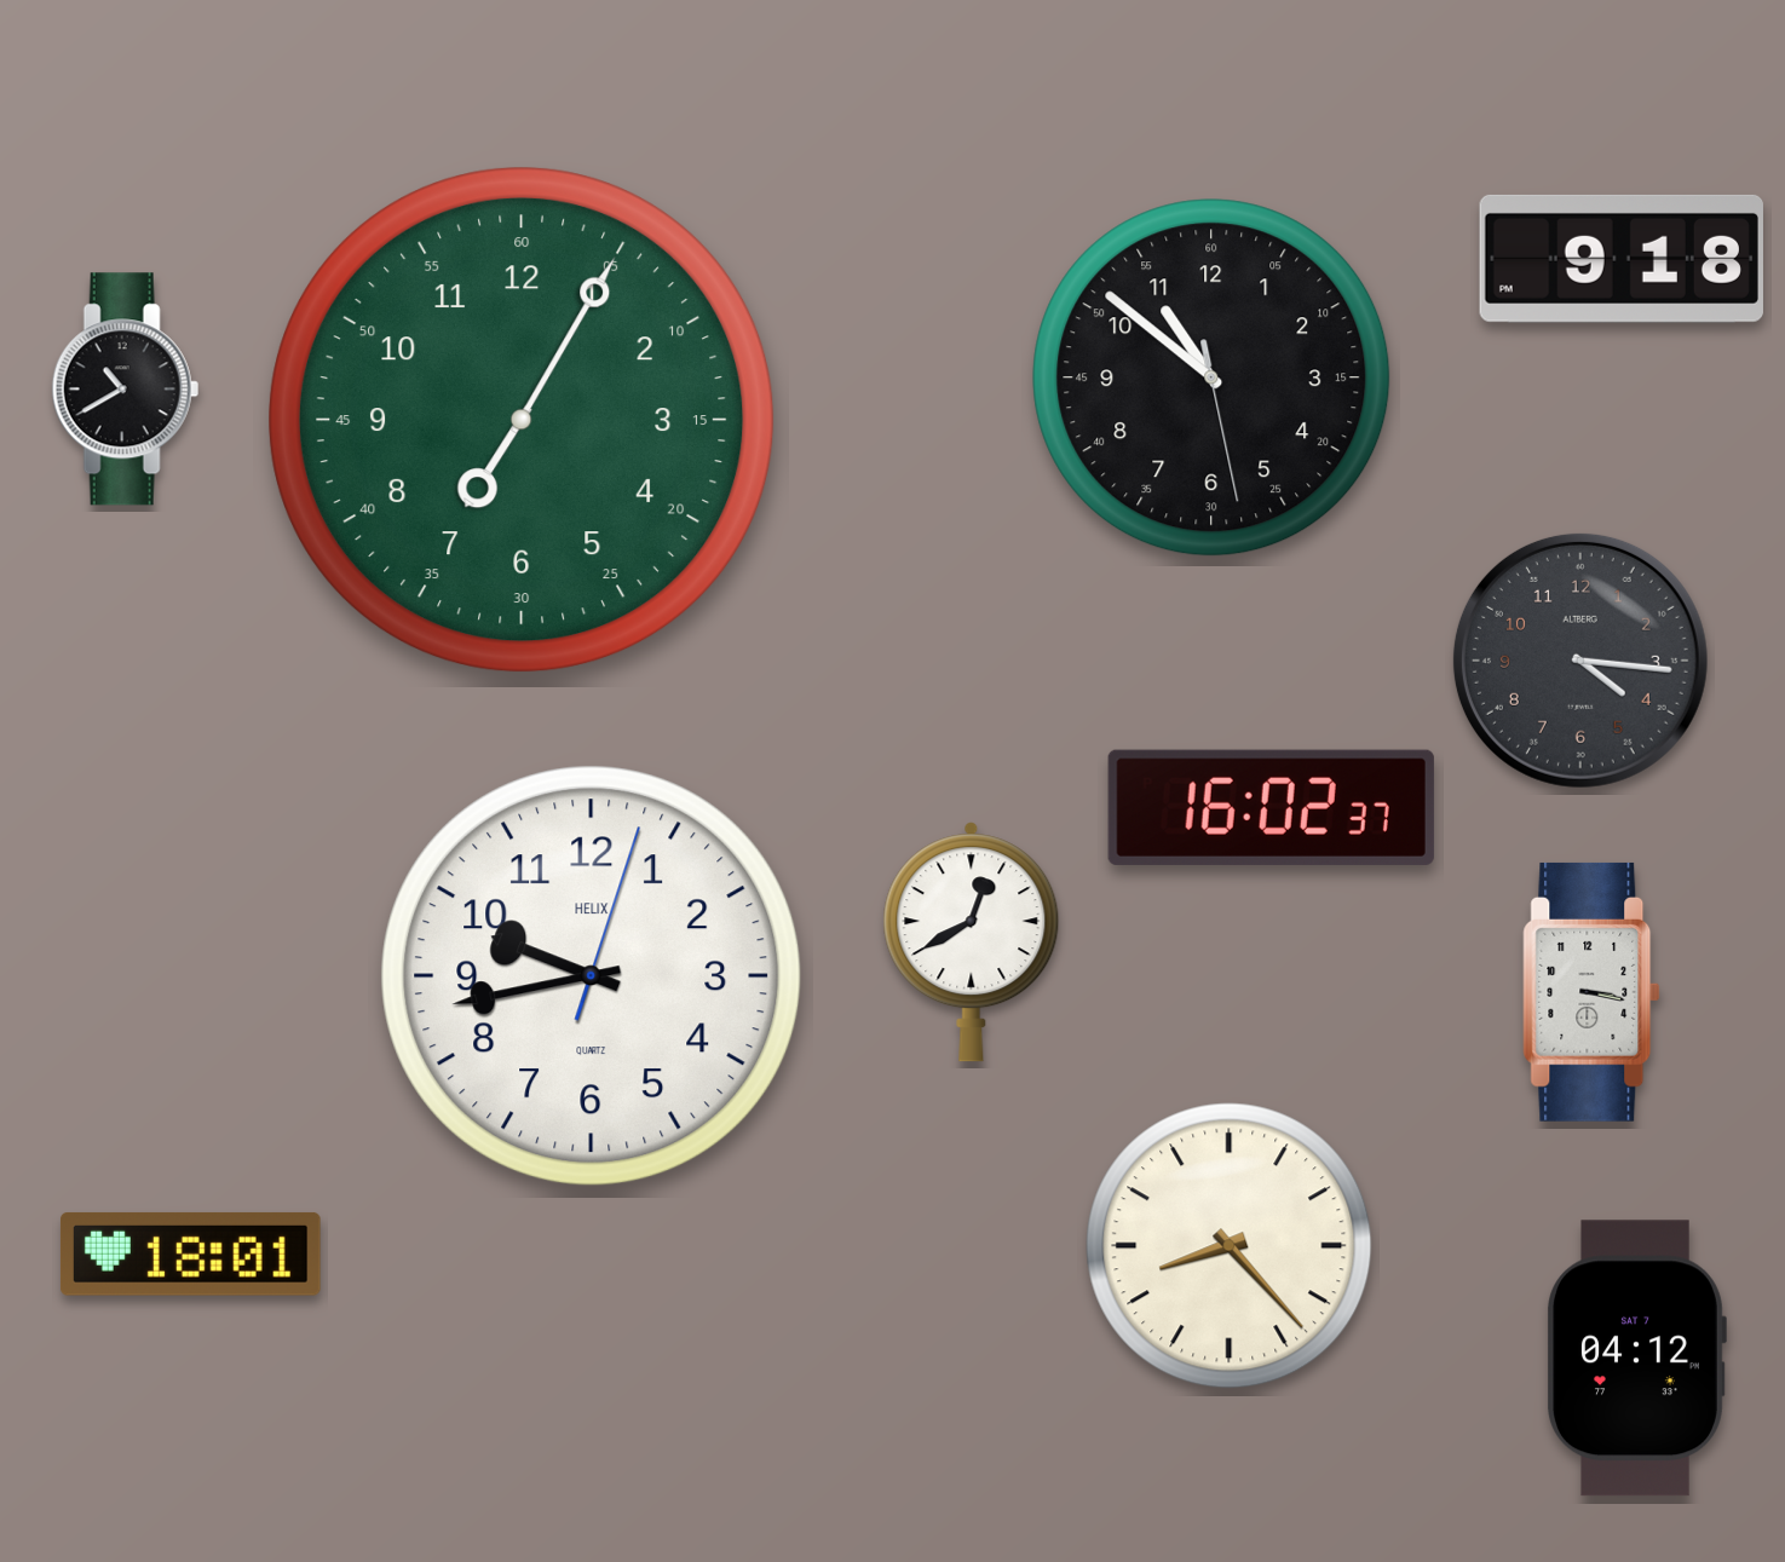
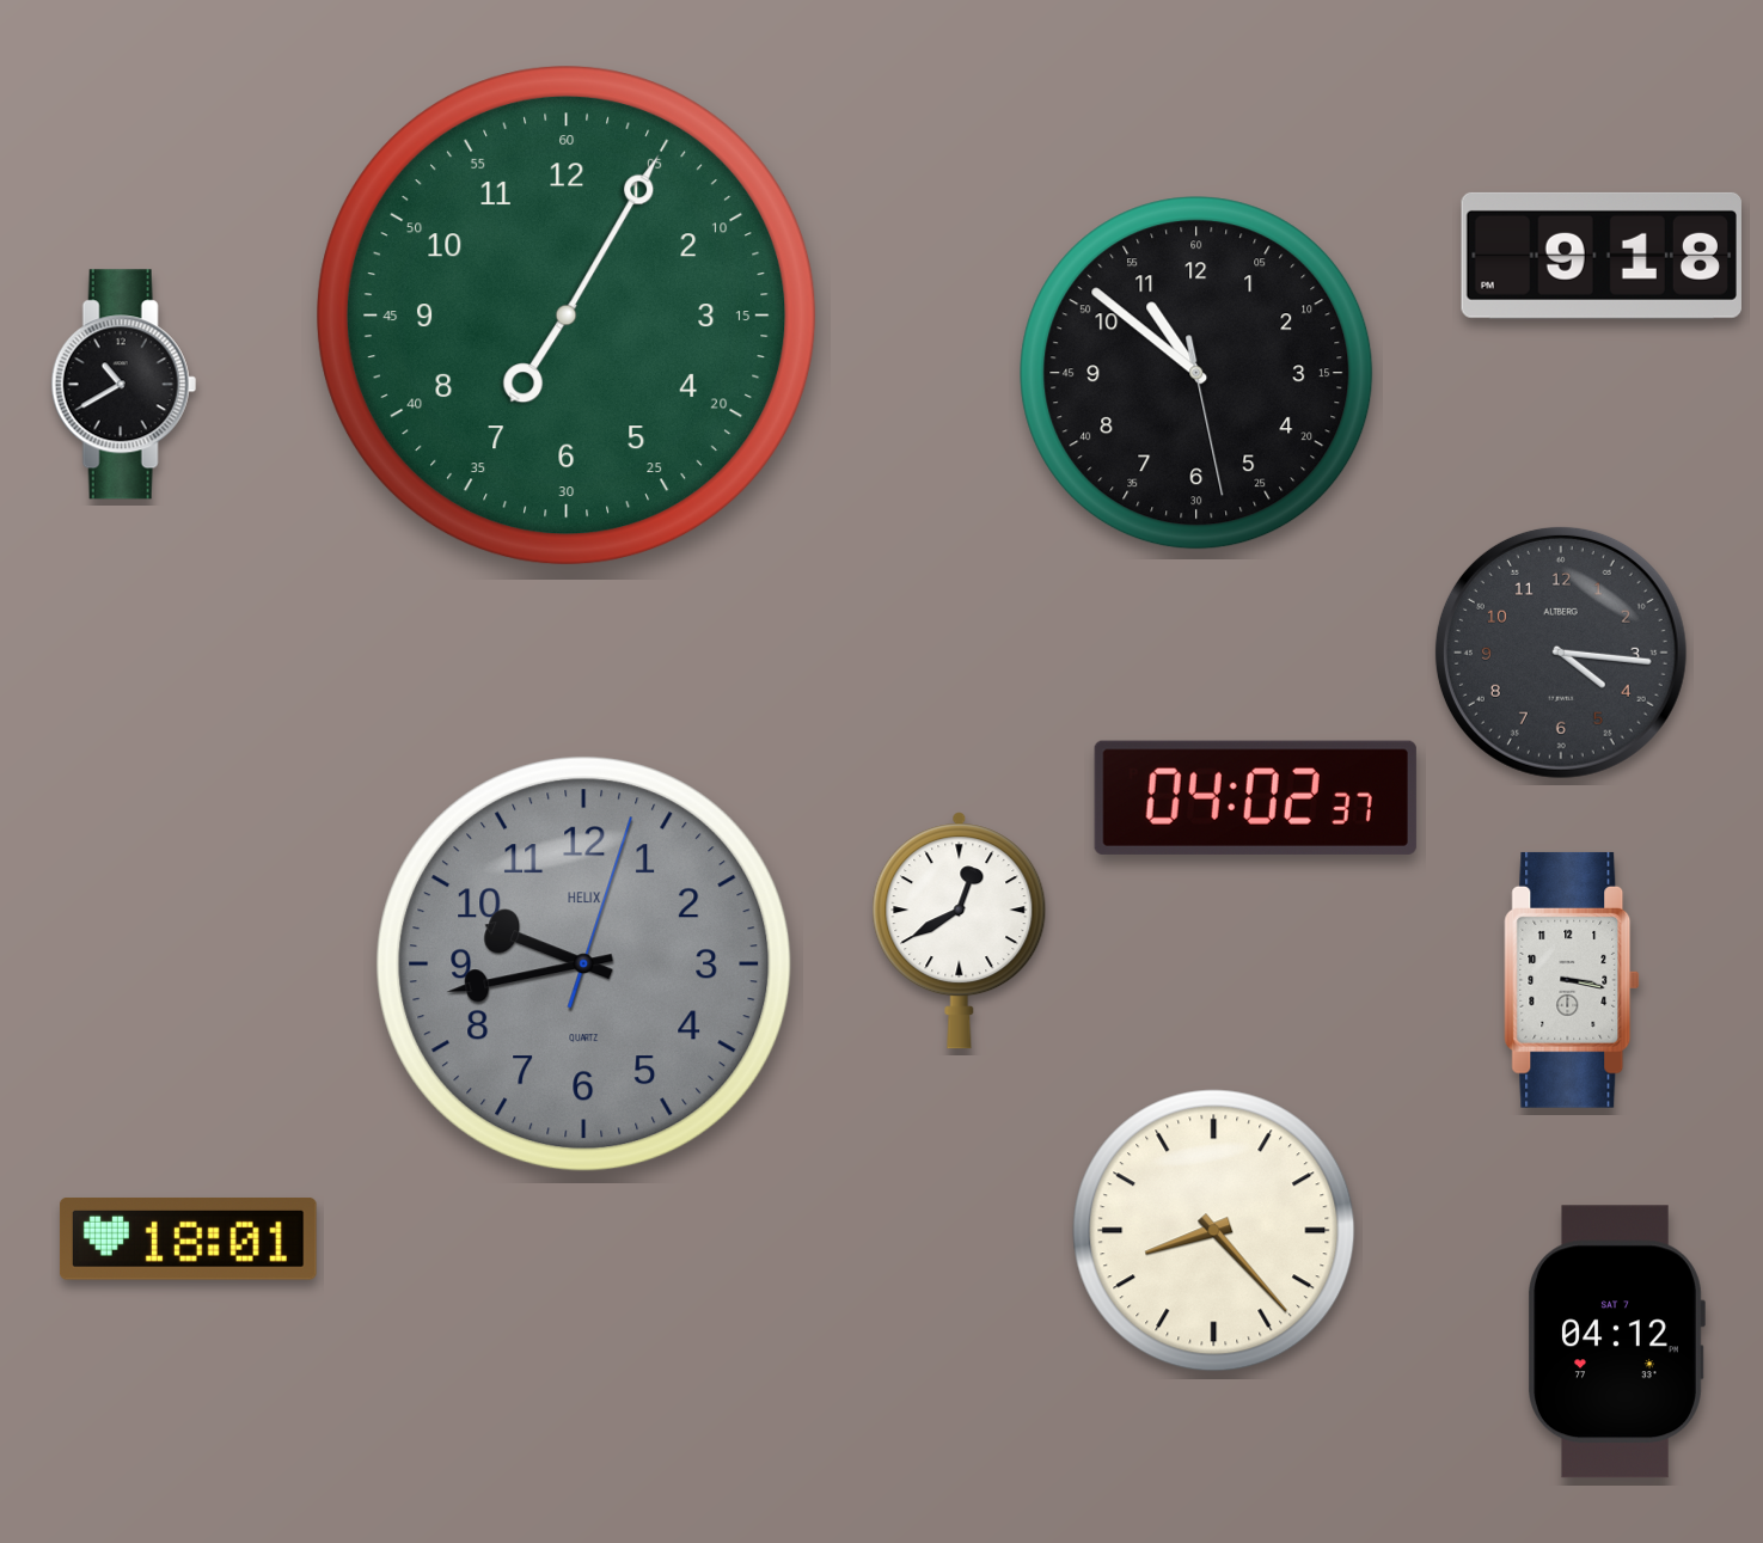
clock at (522, 420) position: (522, 420) -> (567, 316)
clock at (1271, 807): 16:02 -> 04:02
clock at (592, 976) dial: white -> grey
